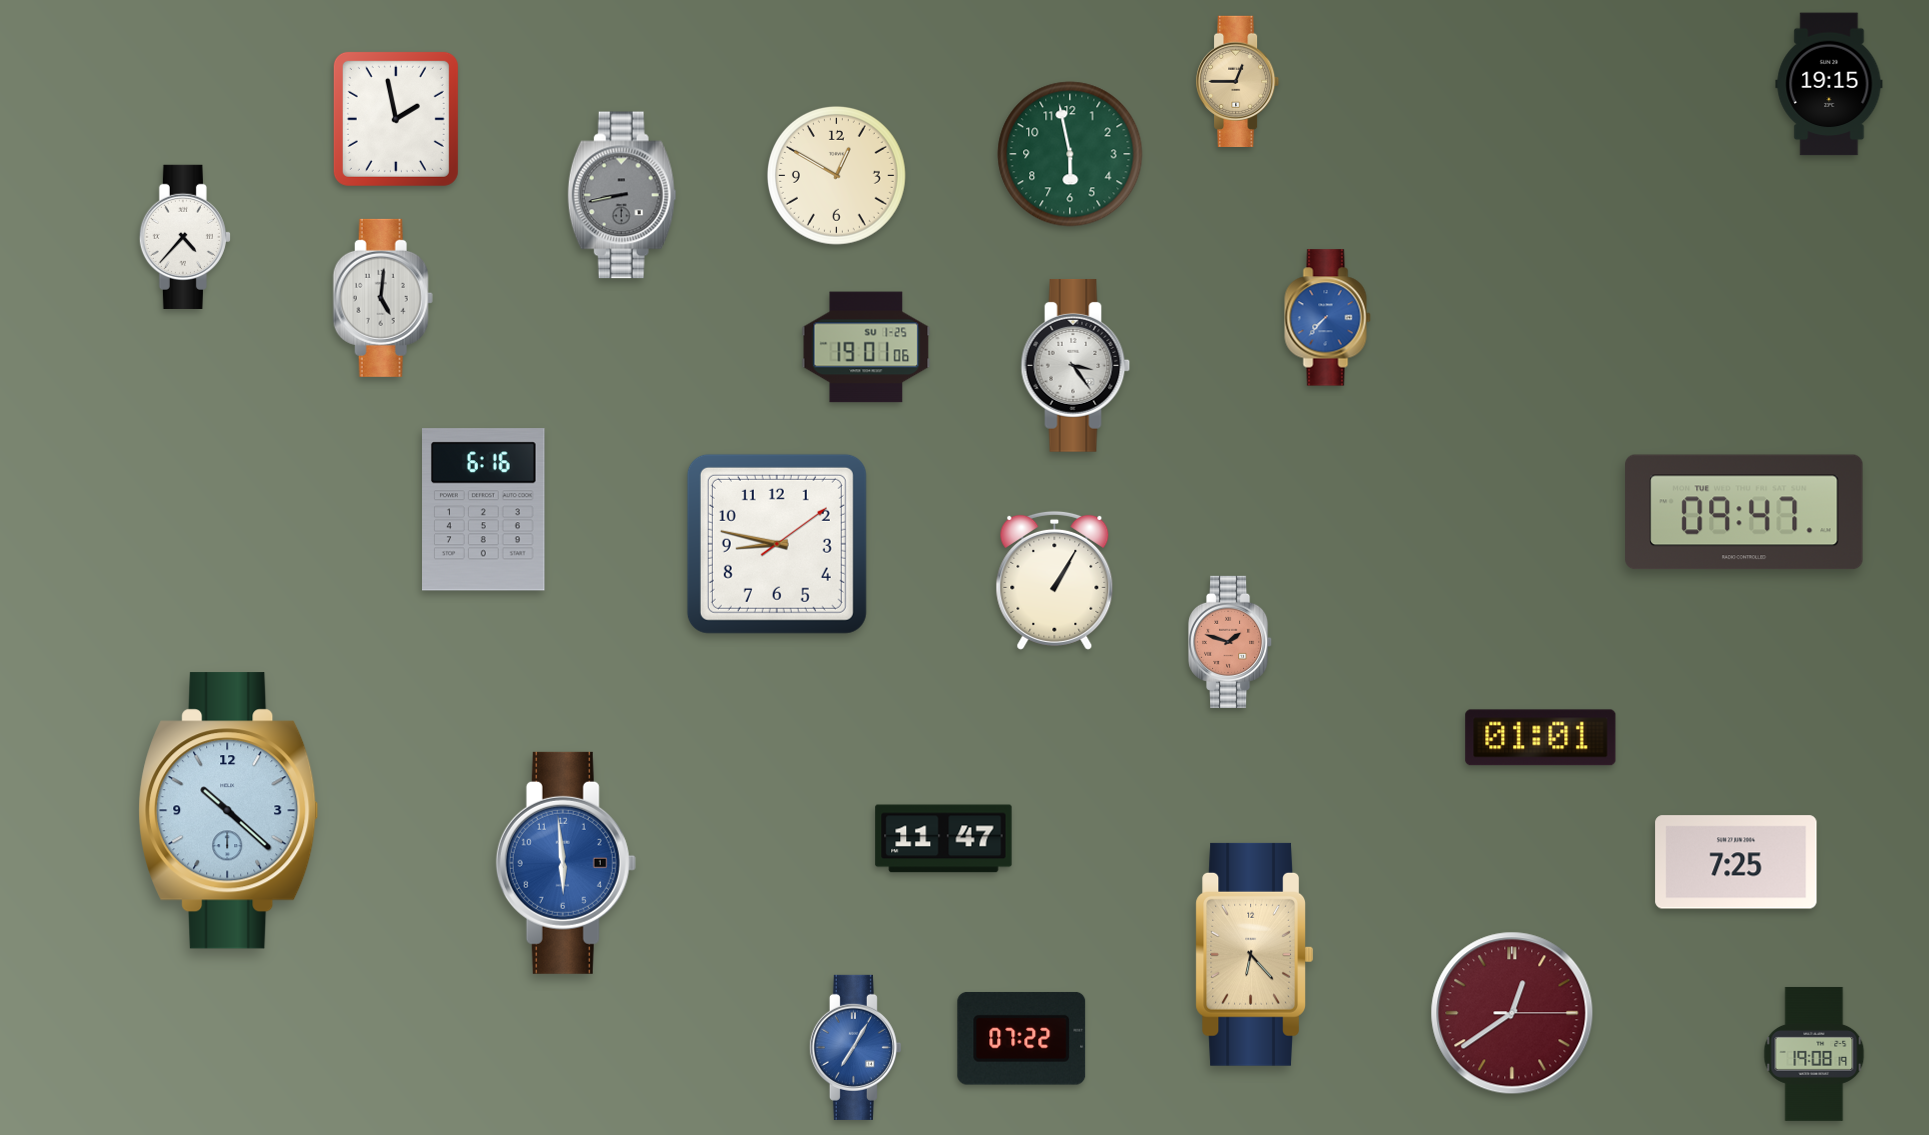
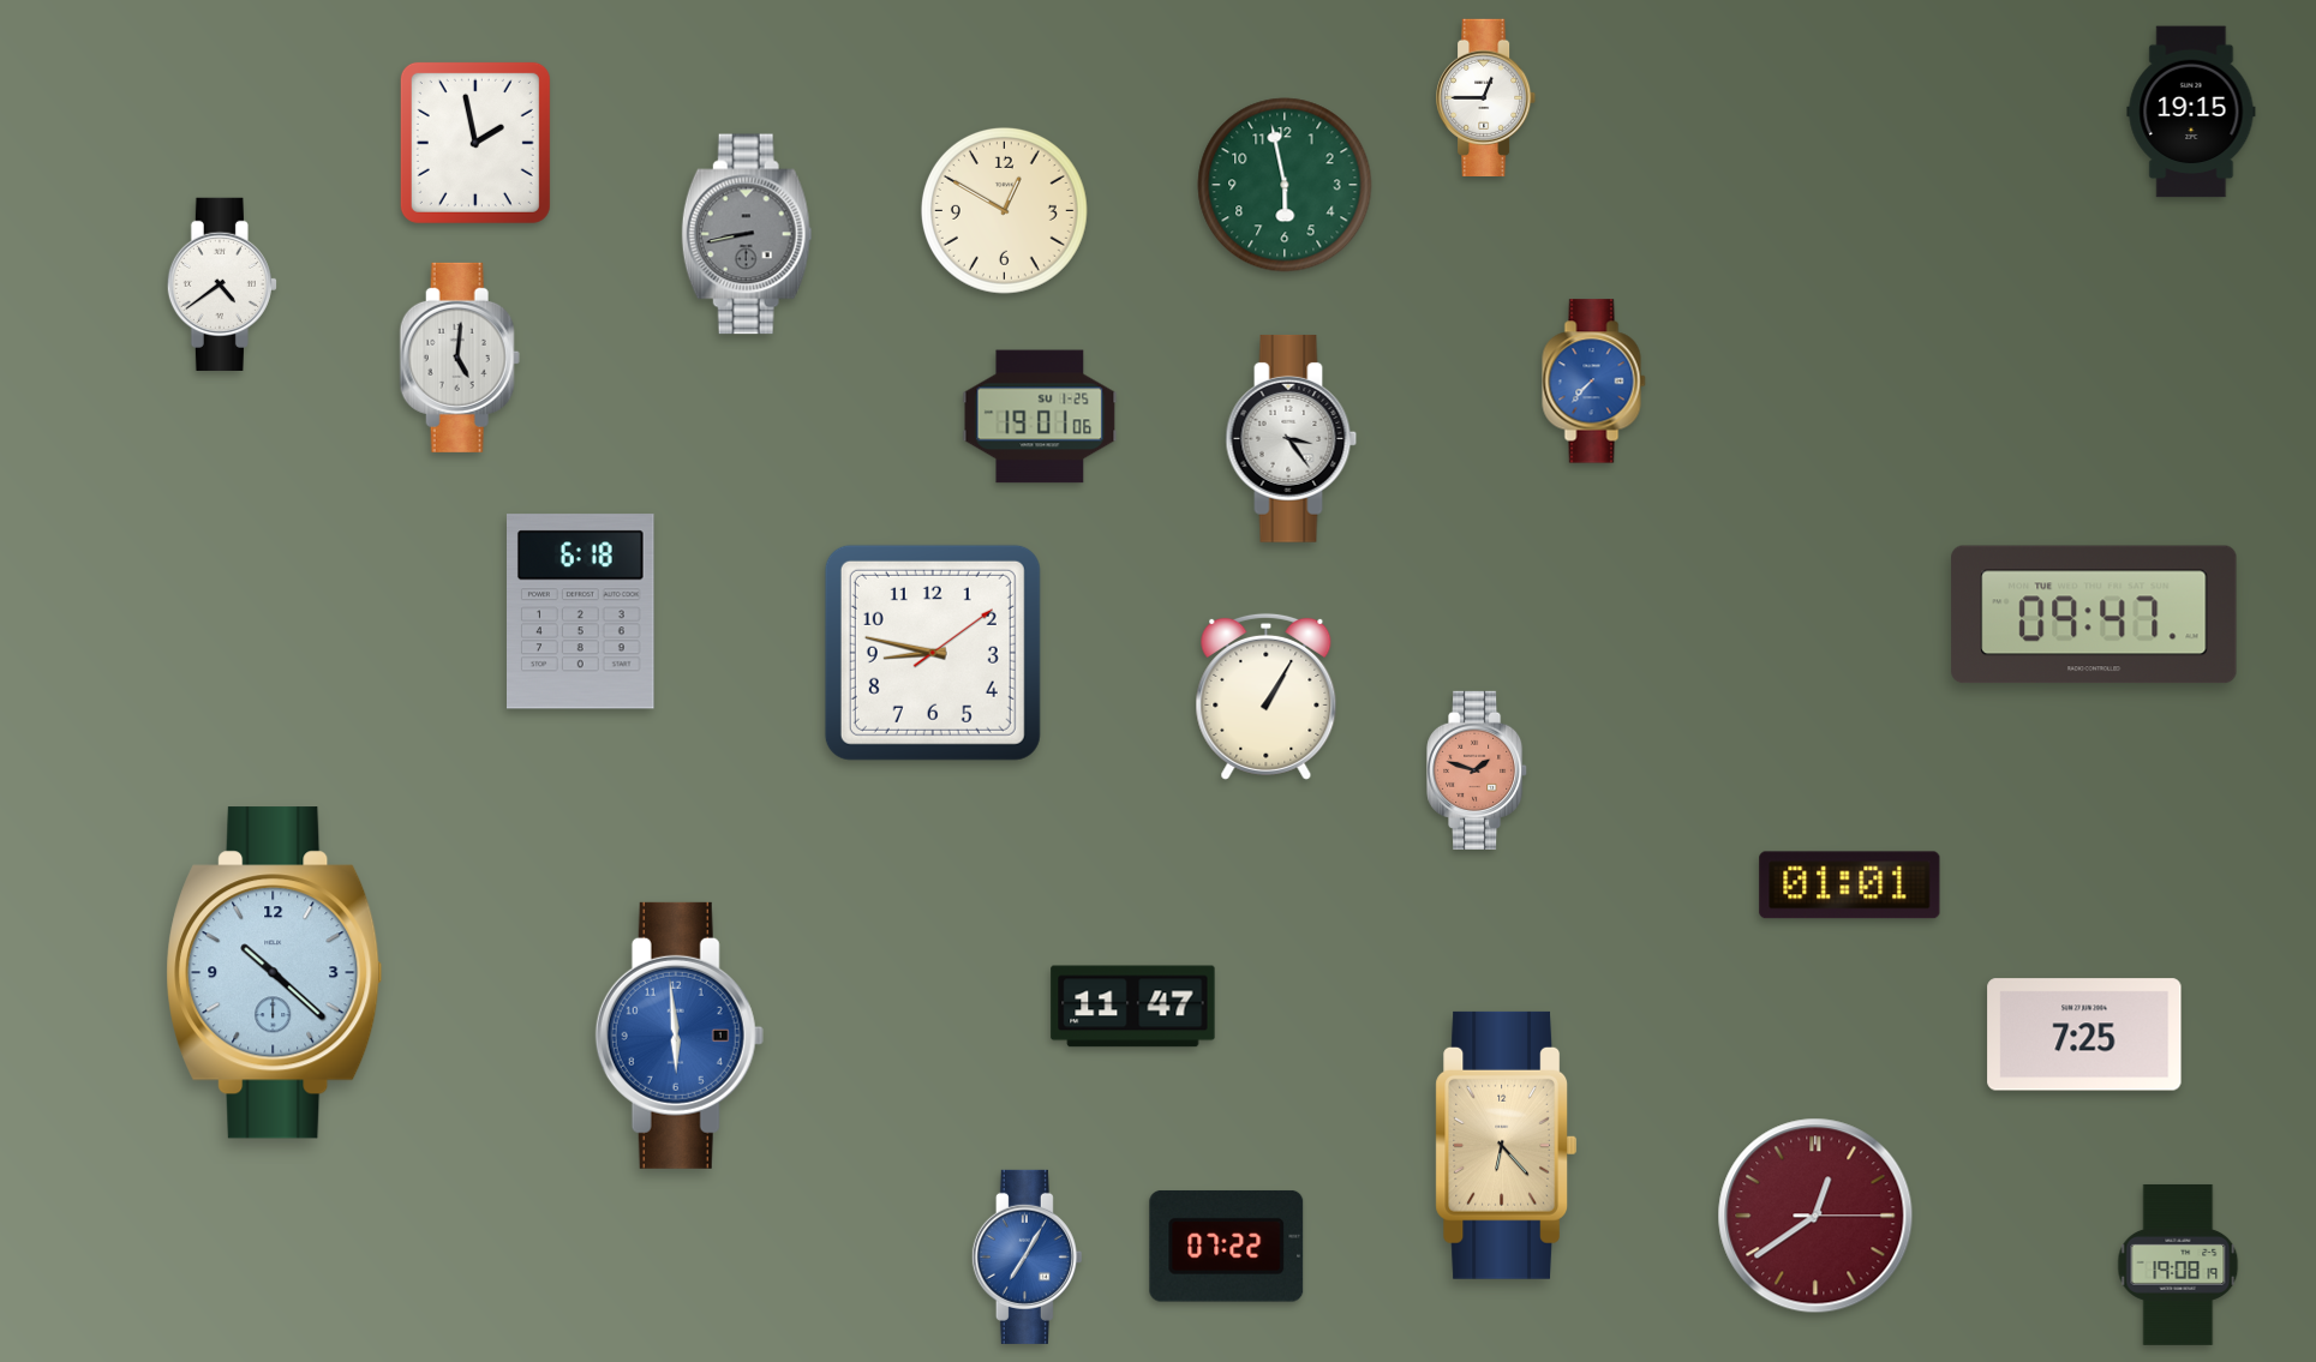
clock at (1239, 81) dial: champagne -> white
clock at (1829, 84) position: (1829, 84) -> (2191, 112)
clock at (185, 237): 4:37 -> 4:39
clock at (484, 510): 6:16 -> 6:18
